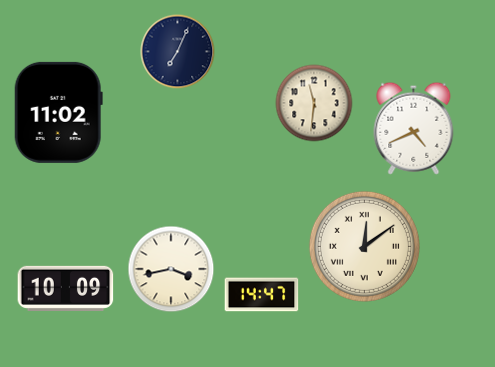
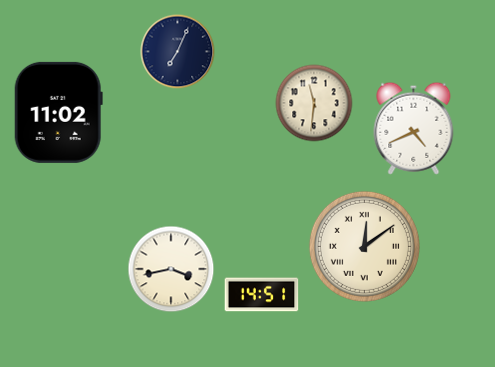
clock at (66, 288): 10:09 -> none
clock at (262, 295): 14:47 -> 14:51
